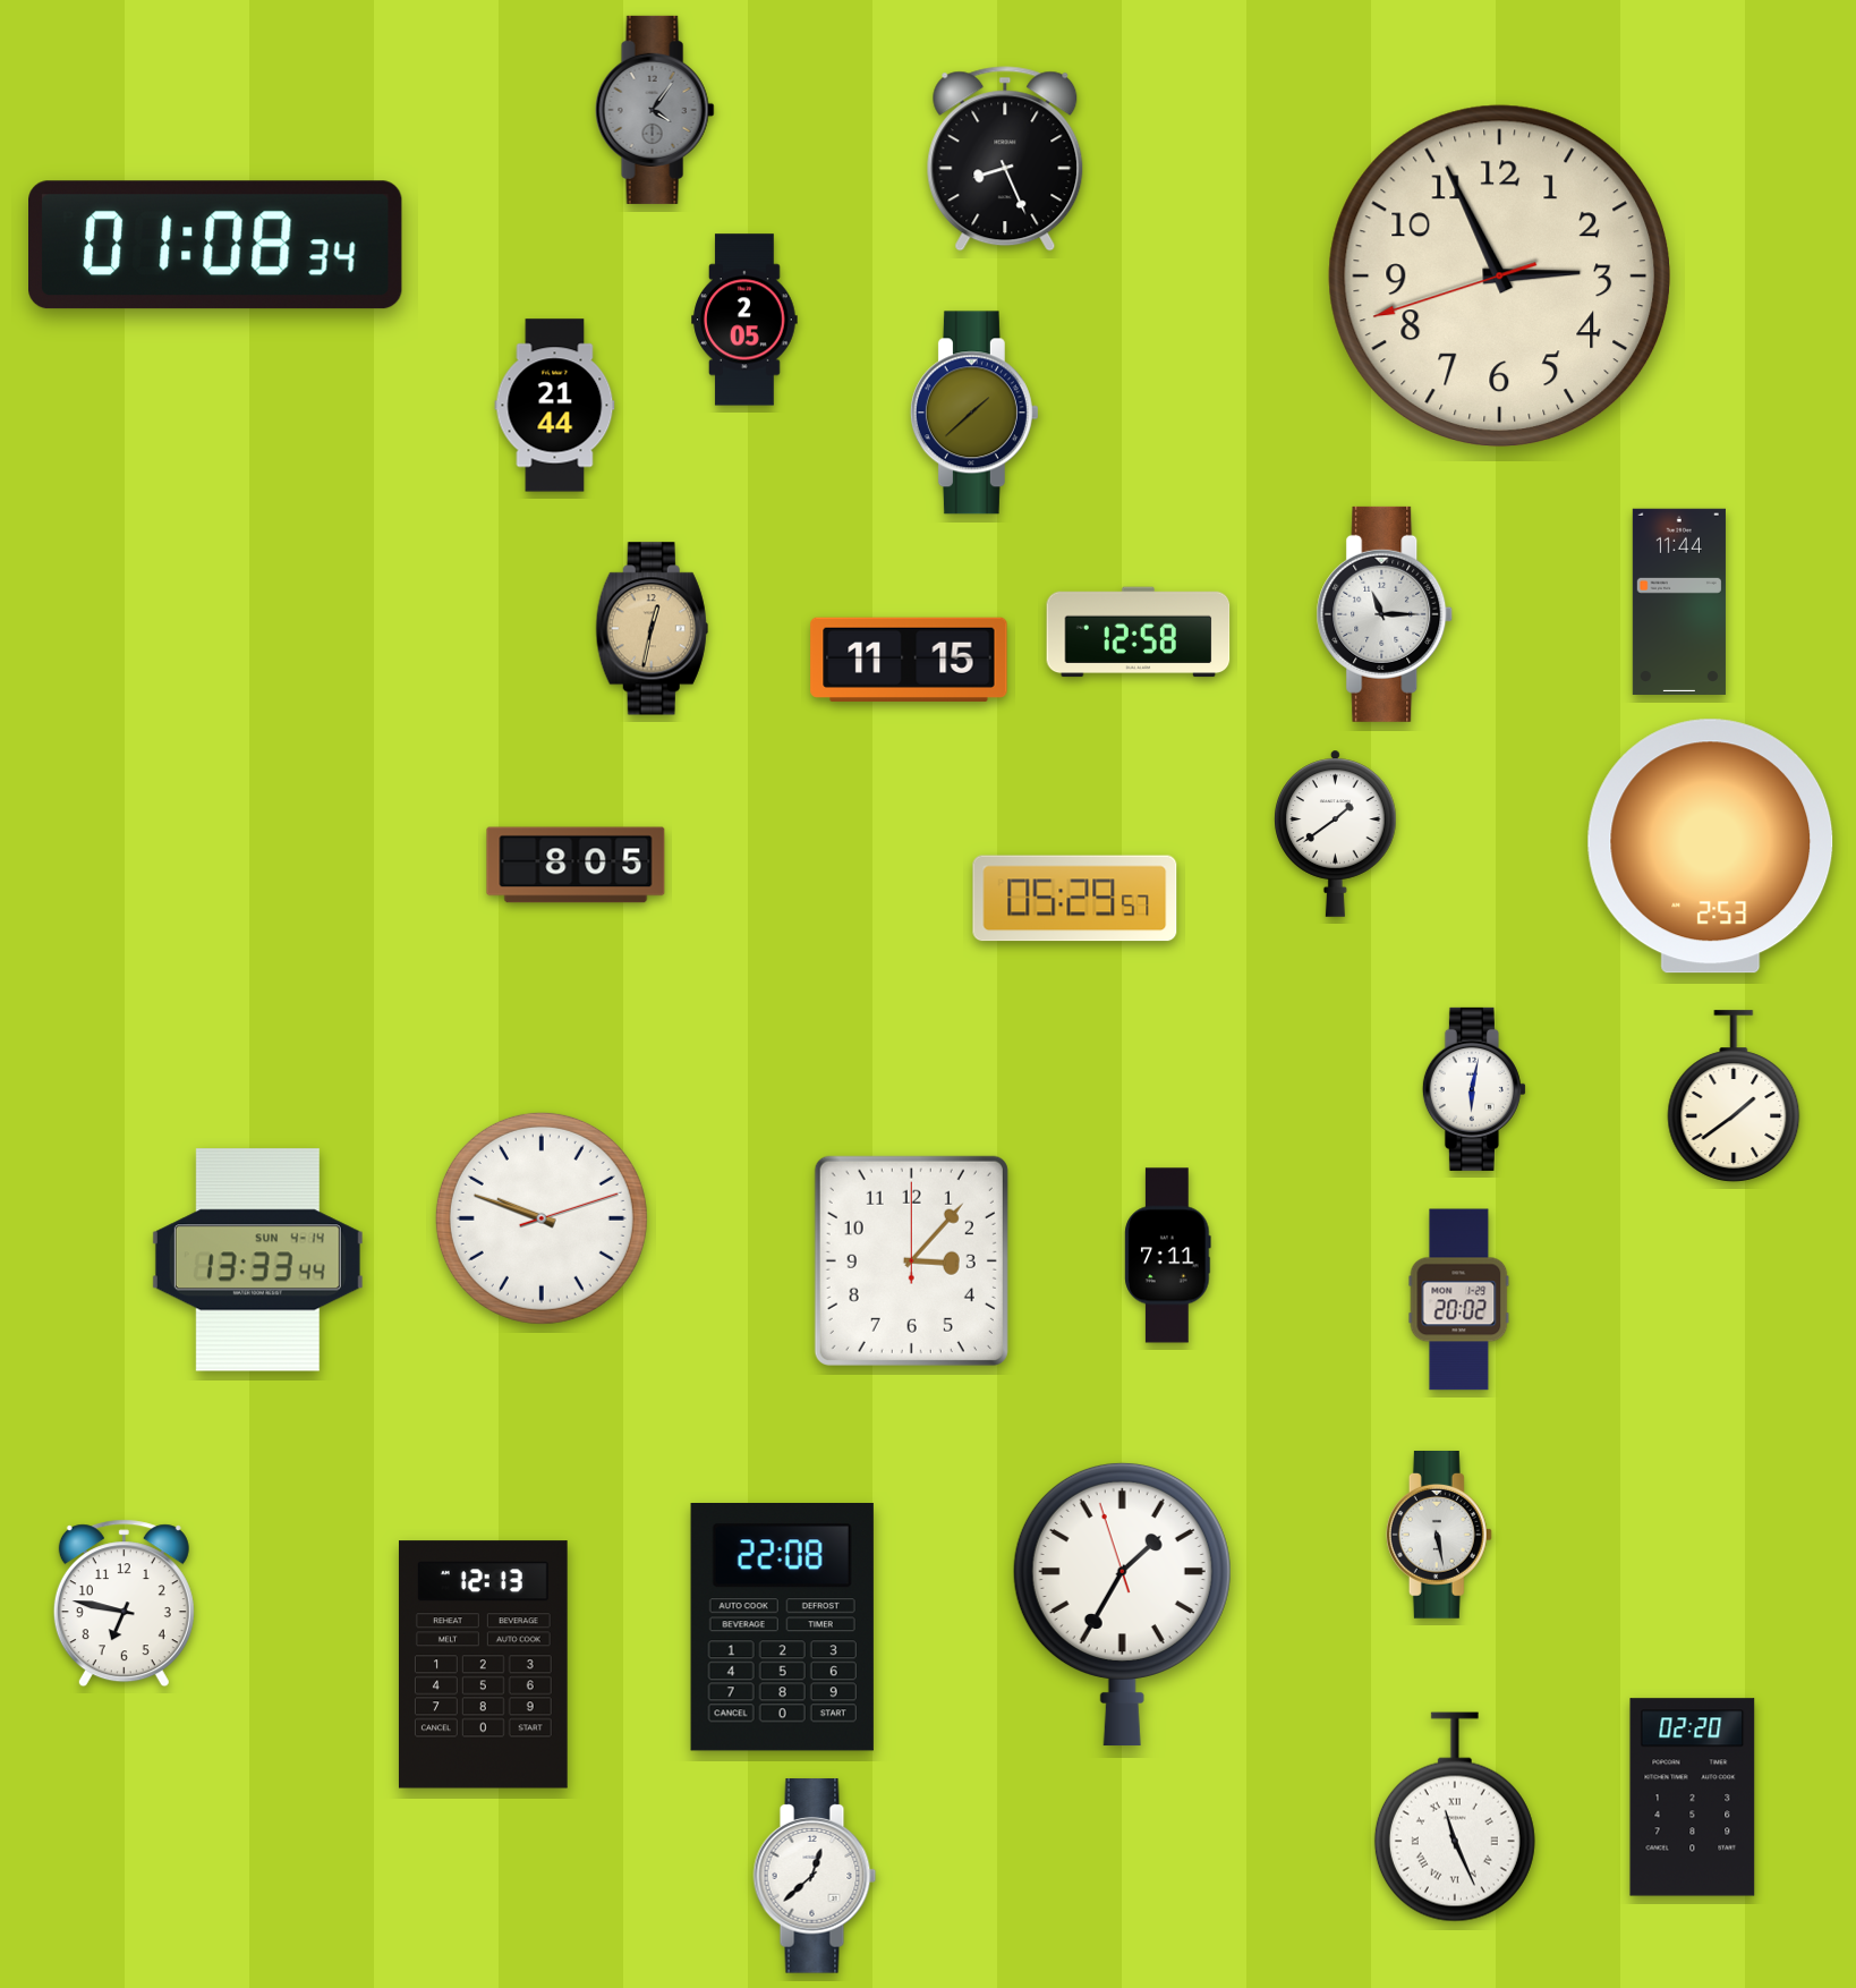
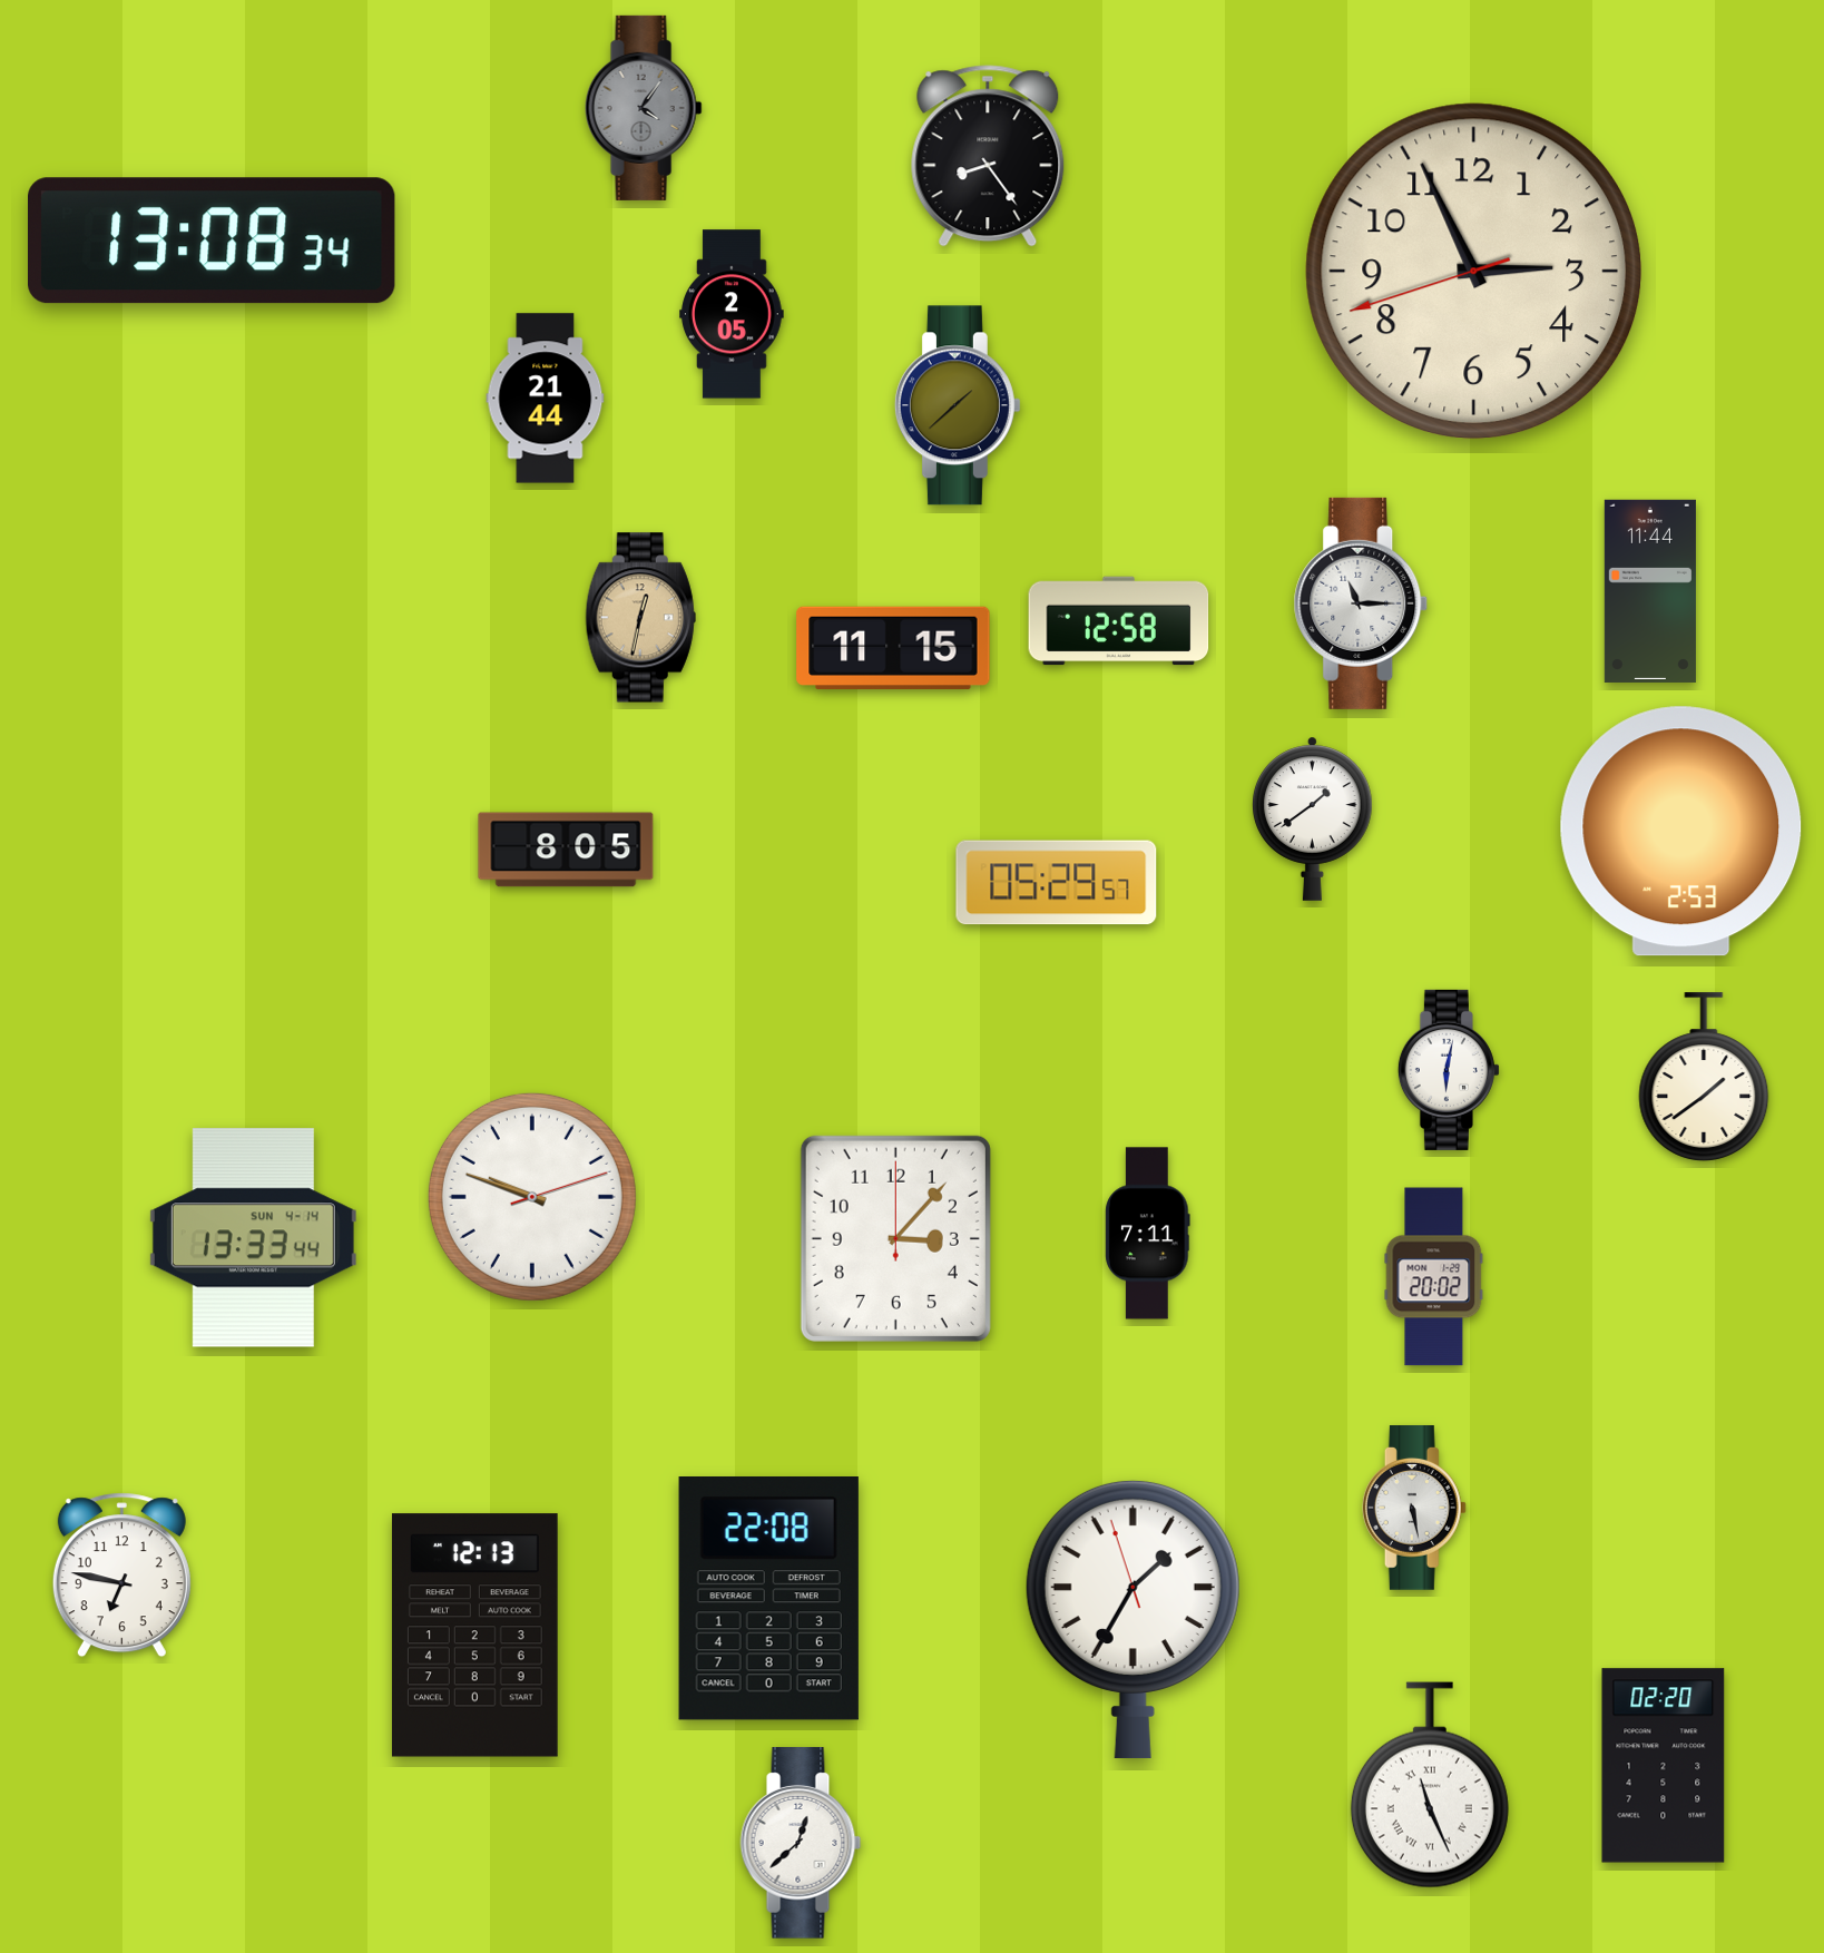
clock at (1005, 159): 8:26 -> 8:24
clock at (216, 245): 01:08 -> 13:08
clock at (1122, 1604) position: (1122, 1604) -> (1132, 1619)
